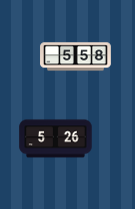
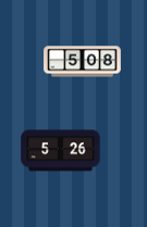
clock at (76, 57): 5:58 -> 5:08
